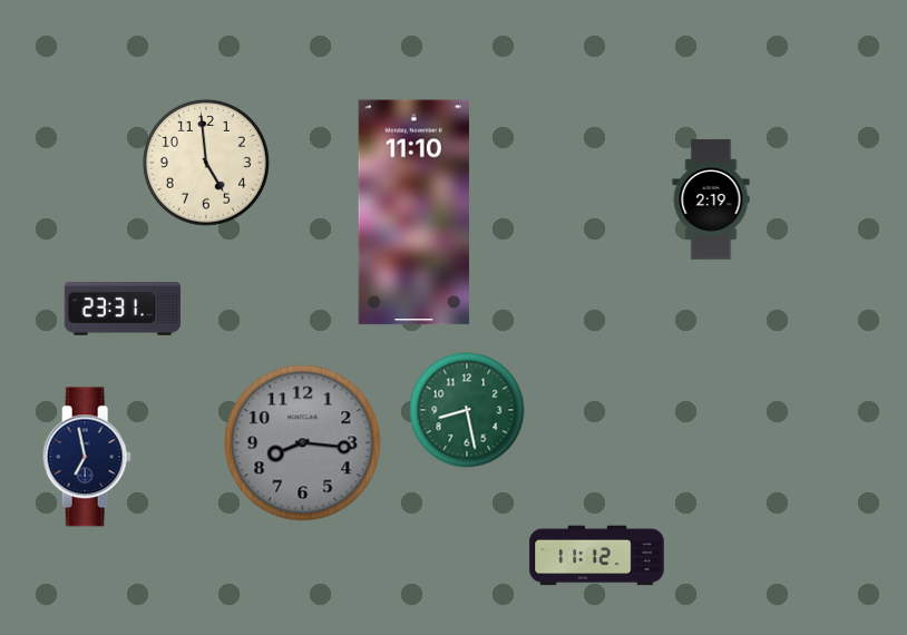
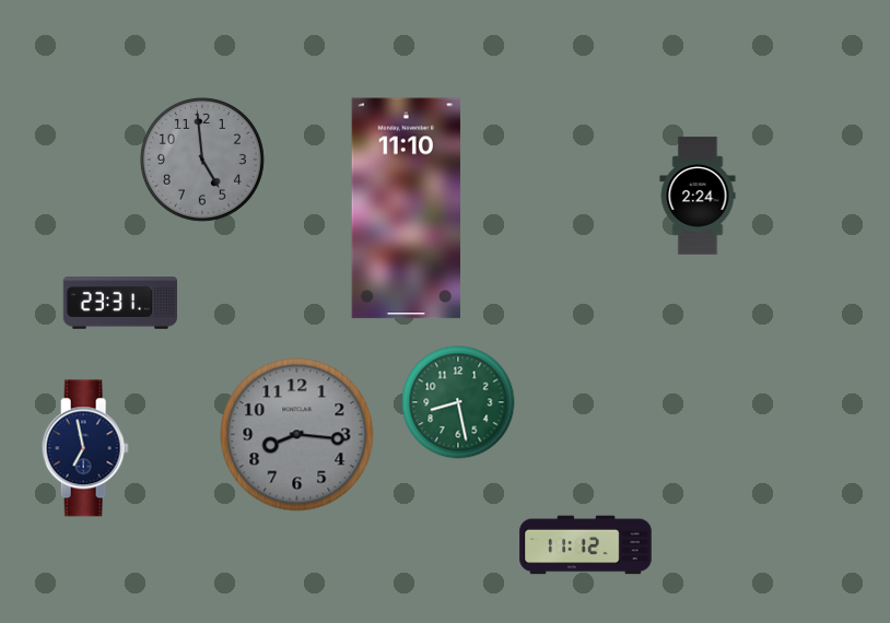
clock at (206, 163) dial: cream -> grey
clock at (711, 199): 2:19 -> 2:24
